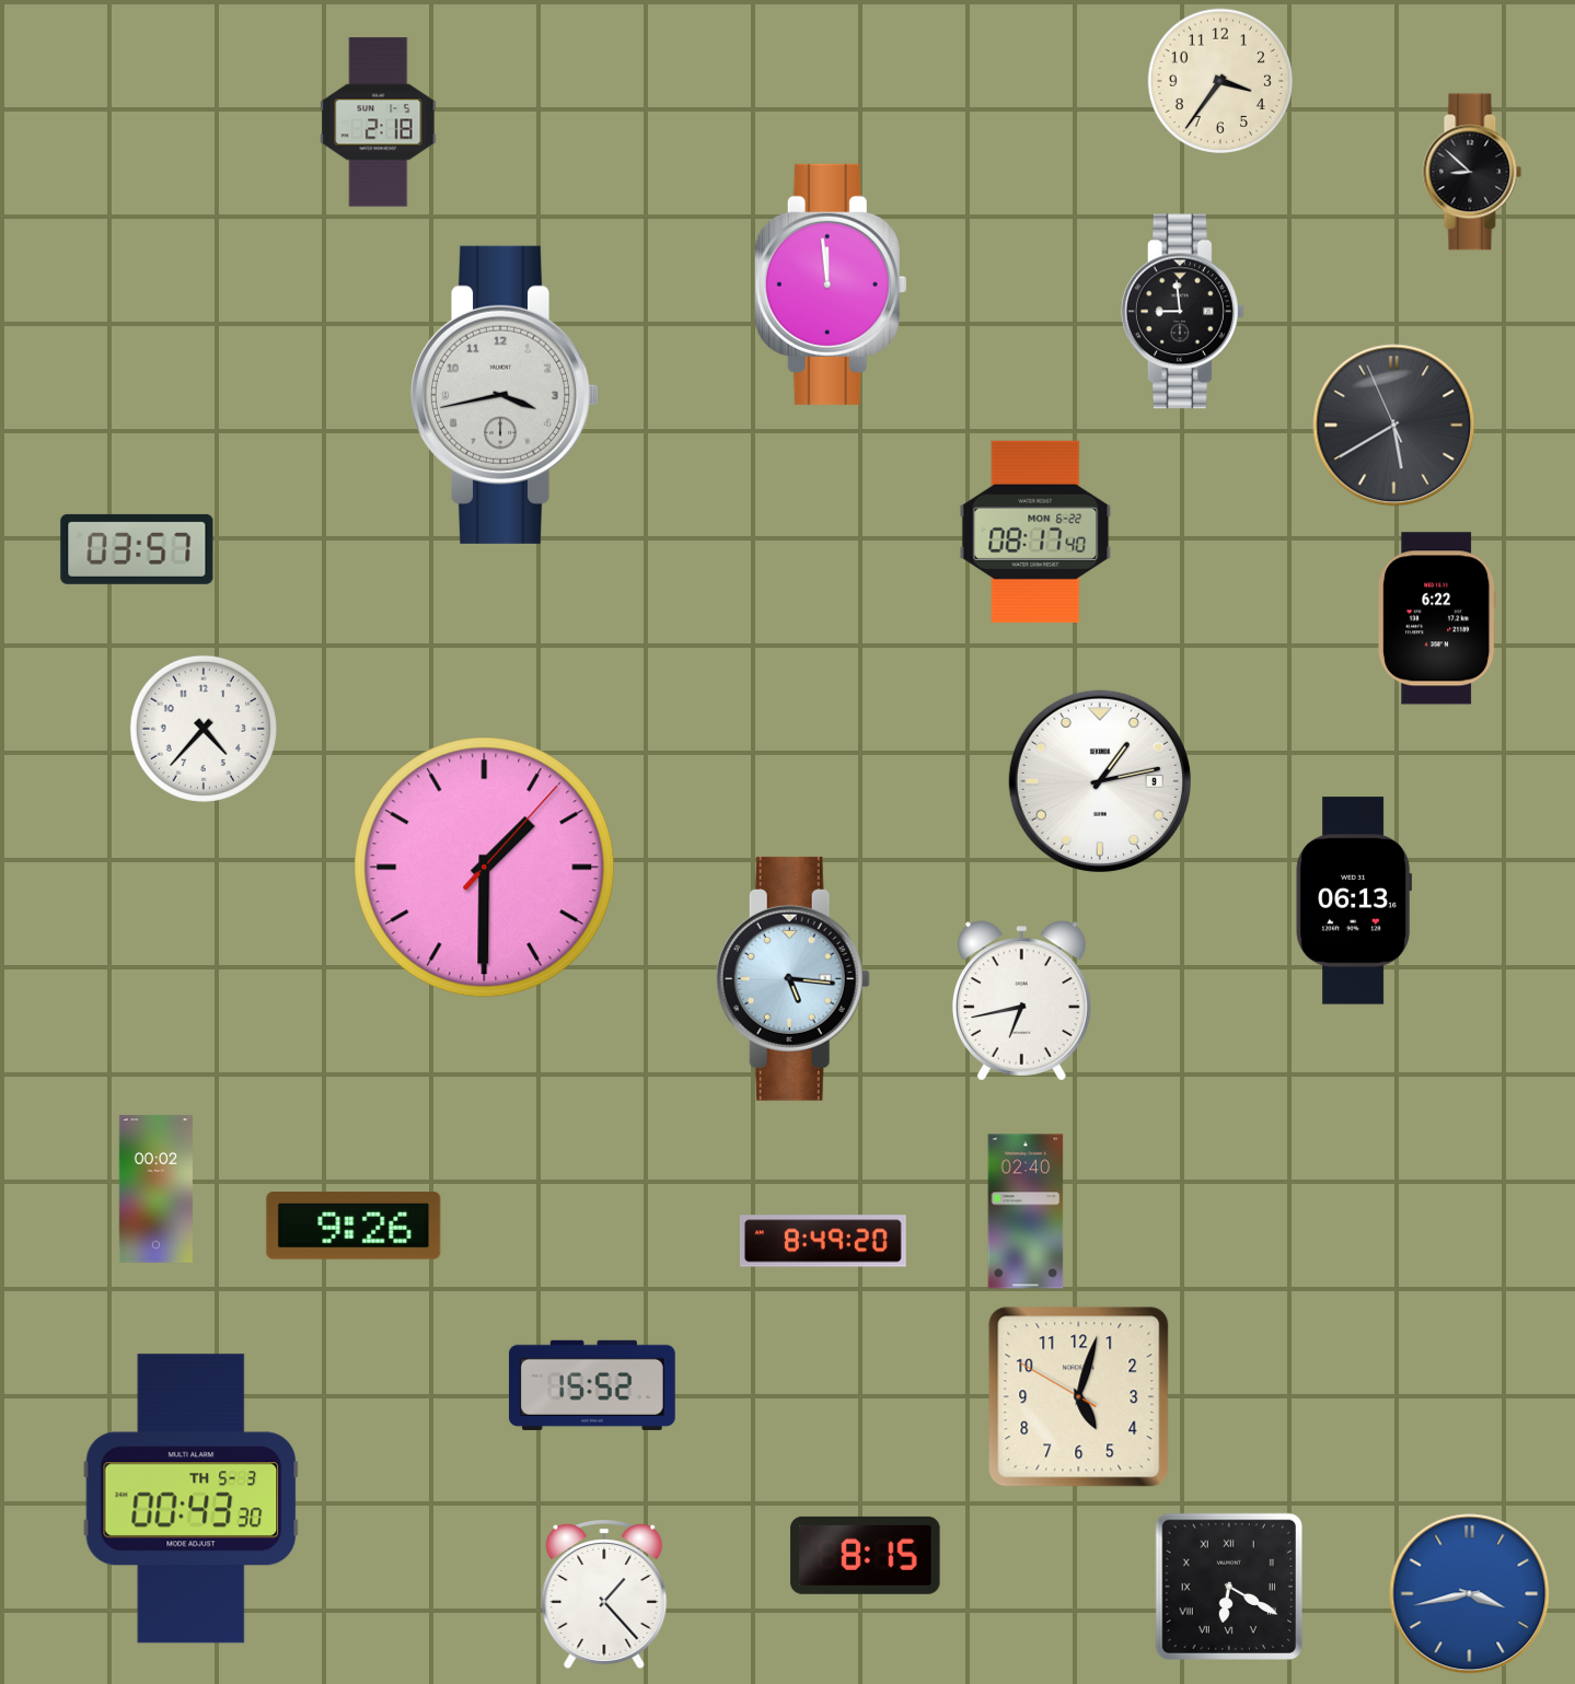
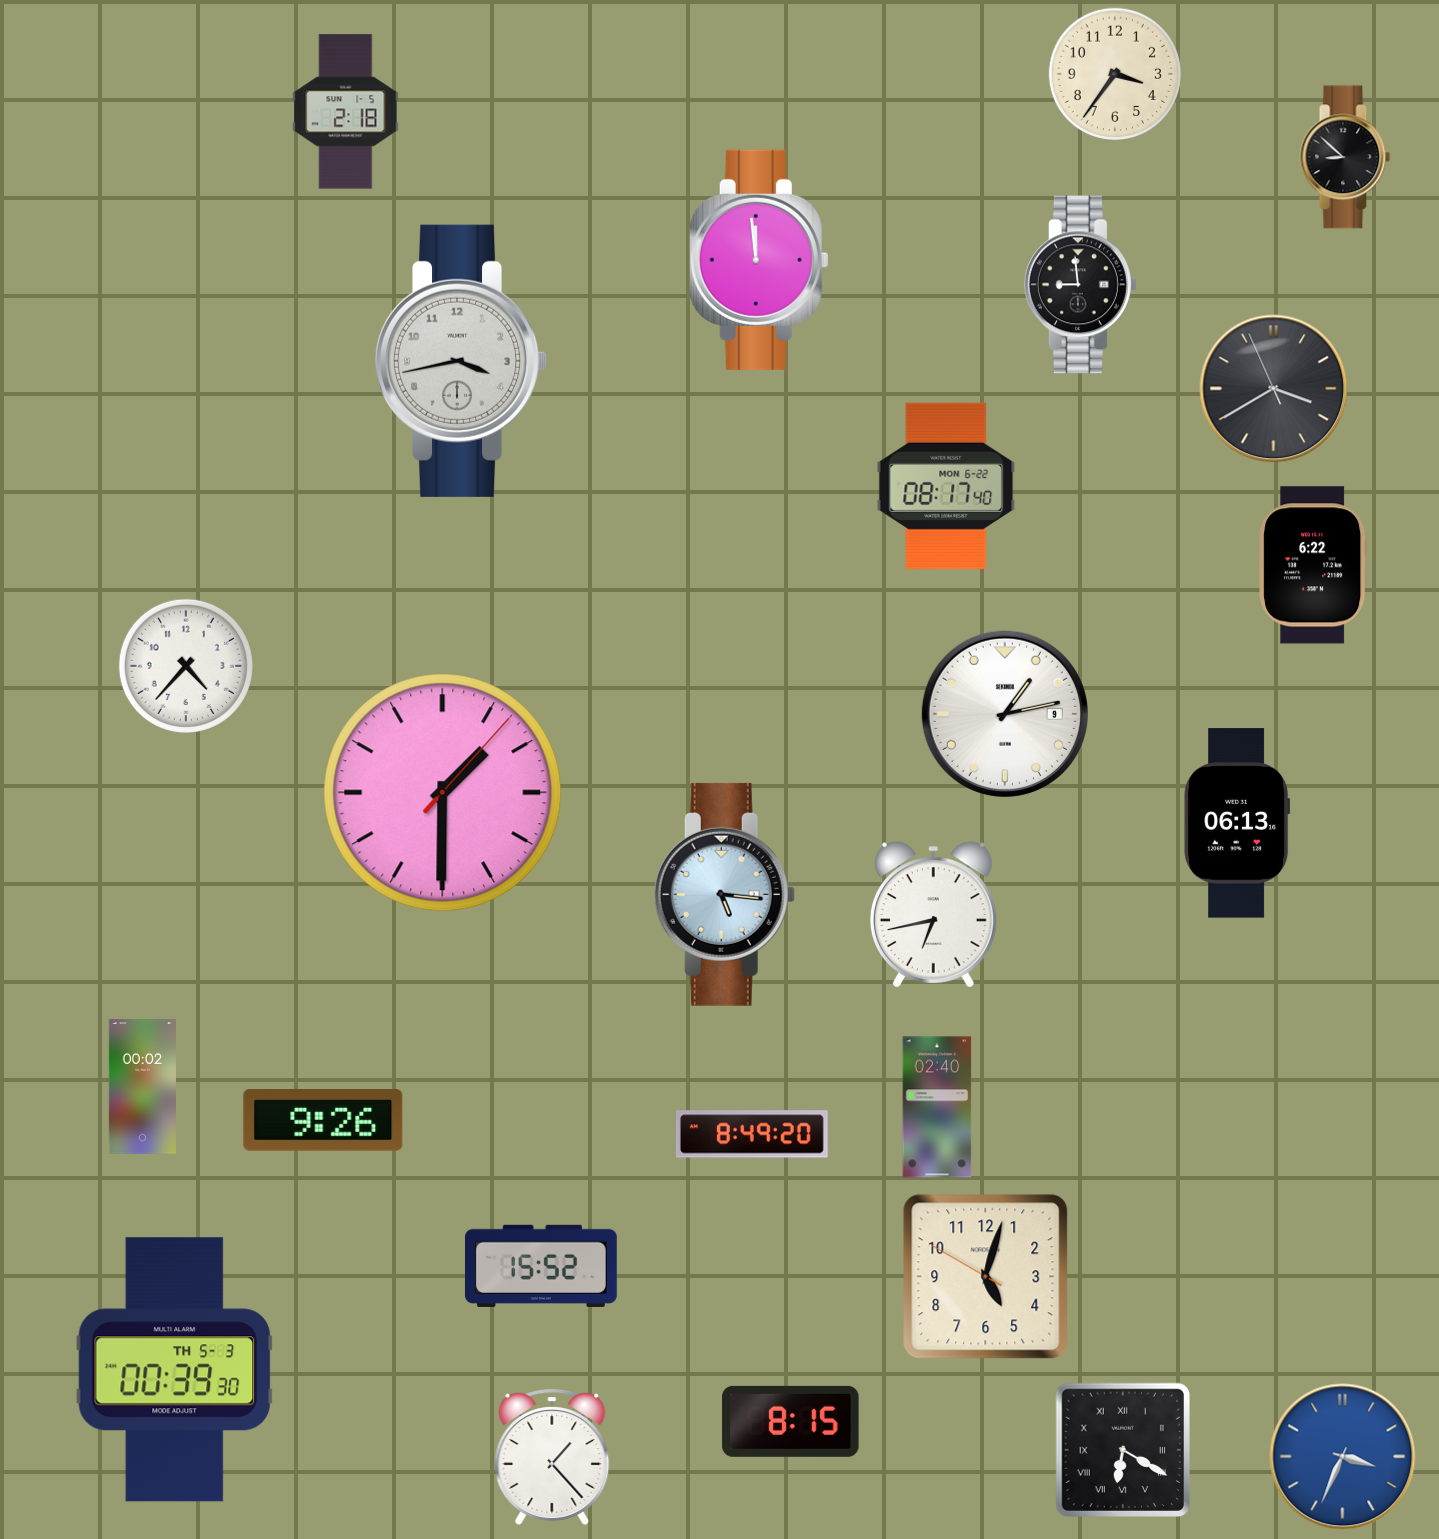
clock at (1394, 426): 5:39 -> 3:39
clock at (137, 549): 03:57 -> none
clock at (192, 1499): 00:43 -> 00:39
clock at (1470, 1594): 3:43 -> 3:34
